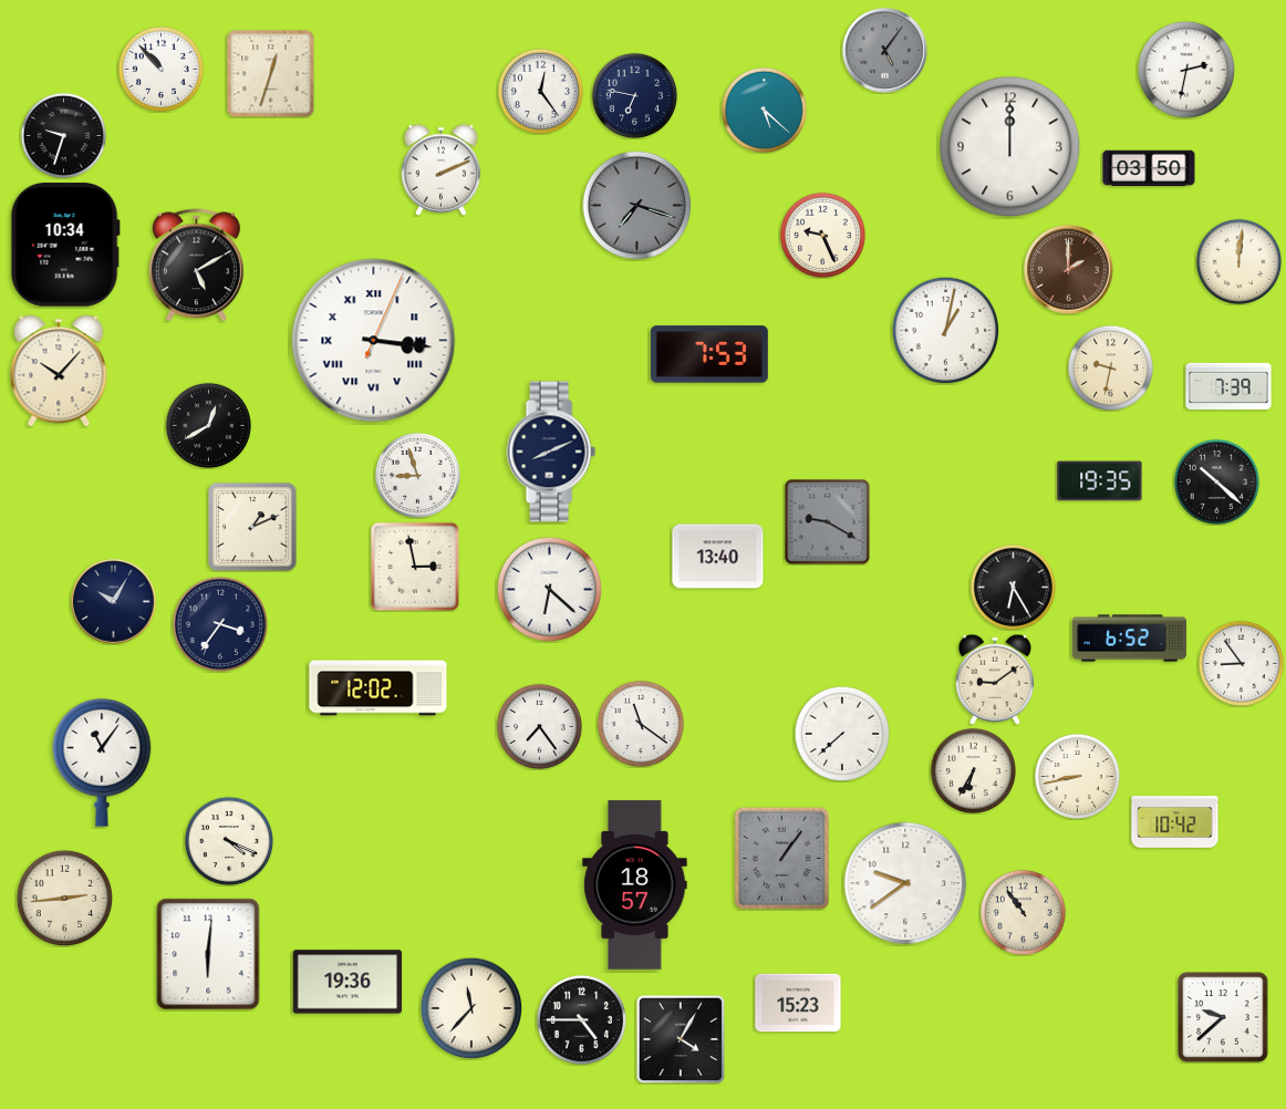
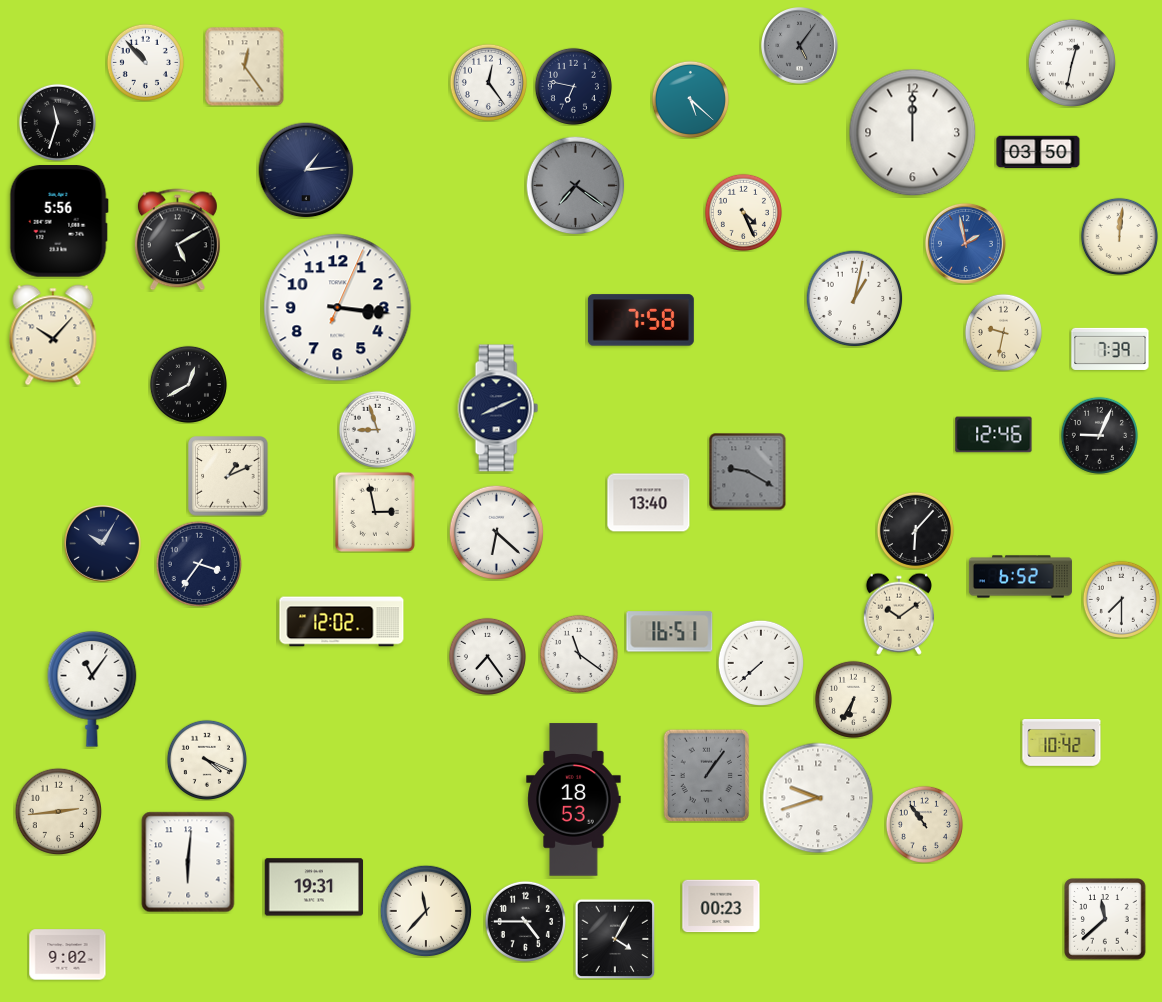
clock at (1186, 70): 2:32 -> 12:32
clock at (271, 74): 12:33 -> 12:24
clock at (63, 135): 9:33 -> 11:33
clock at (442, 169): 2:11 -> none
clock at (306, 170): none -> 1:14
clock at (637, 206): 7:18 -> 7:21
clock at (822, 235): 9:26 -> 4:26
clock at (65, 245): 10:34 -> 5:56
clock at (1068, 269): 2:00 -> 1:58
clock at (1068, 269) dial: brown -> blue
clock at (374, 341) numerals: Roman -> Arabic
clock at (709, 354): 7:53 -> 7:58
clock at (1100, 481): 19:35 -> 12:46
clock at (1216, 481): 10:22 -> 9:04
clock at (1013, 587): 6:25 -> 6:07
clock at (1241, 663): 8:54 -> 7:30
clock at (995, 680): 9:09 -> 10:09
clock at (670, 632): none -> 16:51
clock at (973, 770) position: (973, 770) -> (853, 699)
clock at (1077, 776): 8:43 -> none
clock at (905, 883): 9:39 -> 9:42
clock at (635, 885): 18:57 -> 18:53
clock at (348, 982): 19:36 -> 19:31
clock at (798, 1003): 15:23 -> 00:23
clock at (1223, 1017): 9:38 -> 11:38
clock at (68, 955): none -> 9:02
